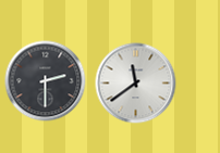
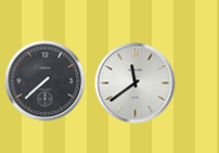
clock at (46, 81): 2:30 -> 7:38
